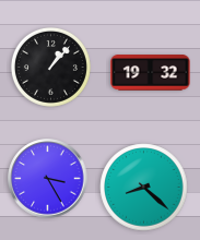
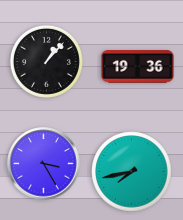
clock at (151, 73): 19:32 -> 19:36
clock at (144, 188): 8:22 -> 7:43
